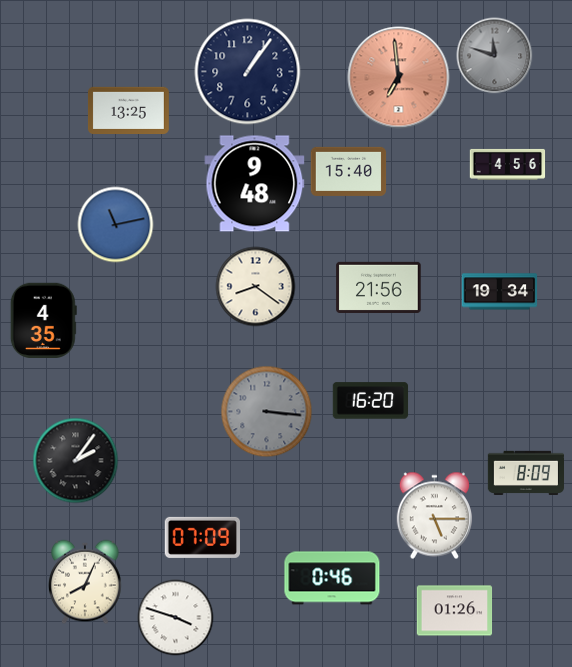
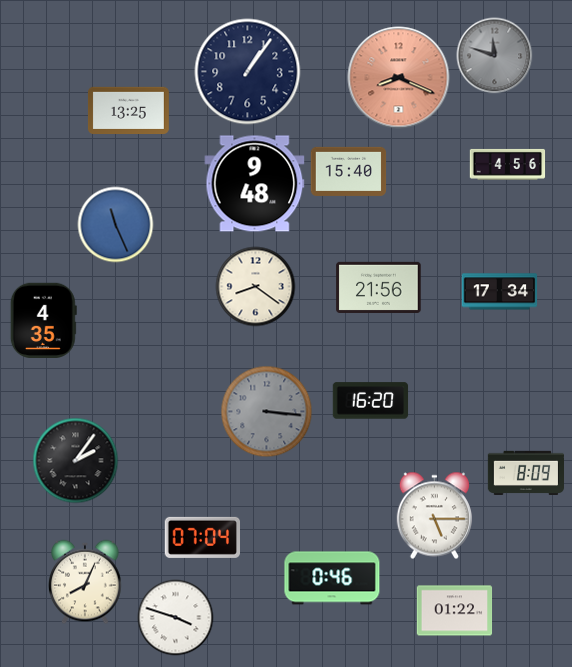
clock at (399, 78): 6:59 -> 8:19
clock at (116, 225): 11:13 -> 11:26
clock at (500, 292): 19:34 -> 17:34
clock at (202, 537): 07:09 -> 07:04
clock at (455, 611): 01:26 -> 01:22
